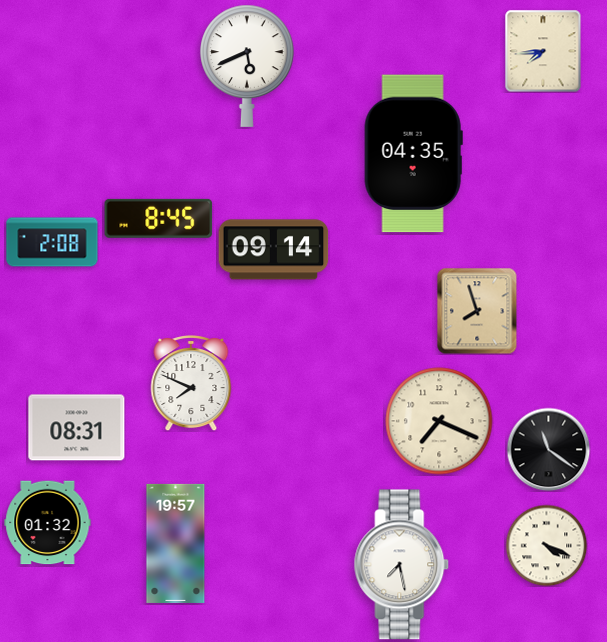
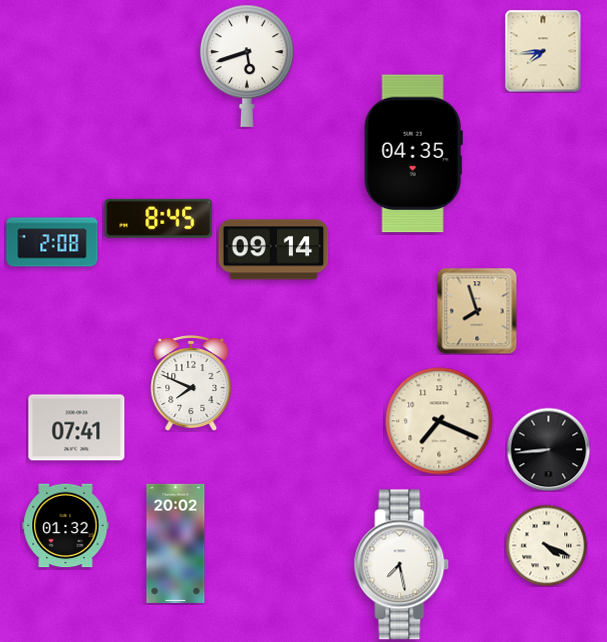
clock at (247, 66): 5:41 -> 5:42
clock at (77, 428): 08:31 -> 07:41
clock at (548, 449): 11:21 -> 8:44
clock at (48, 523) position: (48, 523) -> (66, 526)
clock at (176, 543): 19:57 -> 20:02
